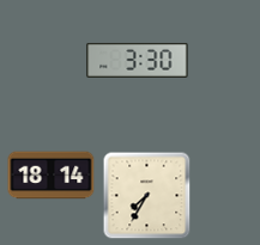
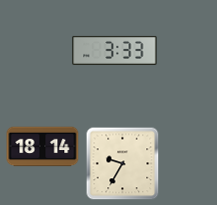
clock at (138, 60): 3:30 -> 3:33
clock at (147, 196): 7:35 -> 9:35
